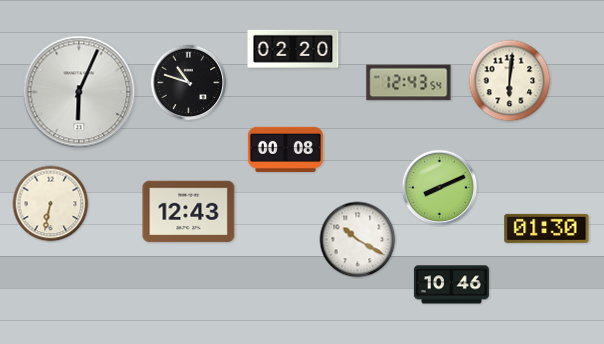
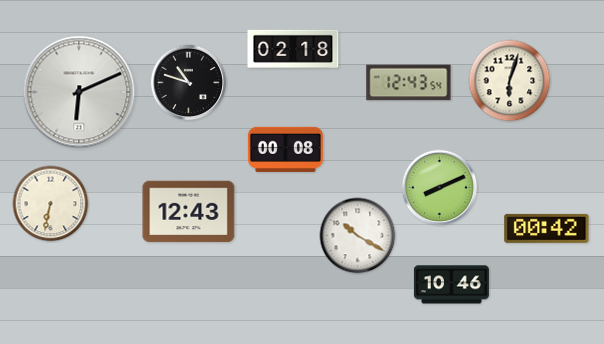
clock at (293, 49): 02:20 -> 02:18
clock at (510, 81): 6:01 -> 6:03
clock at (79, 92): 6:04 -> 6:11
clock at (547, 228): 01:30 -> 00:42
clock at (358, 240) position: (358, 240) -> (358, 236)
